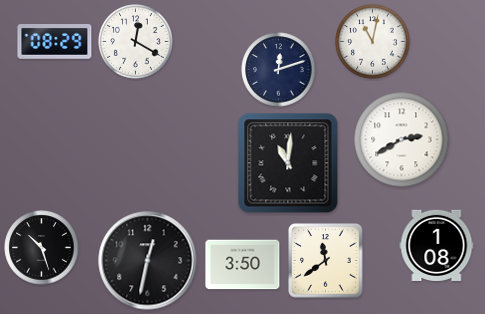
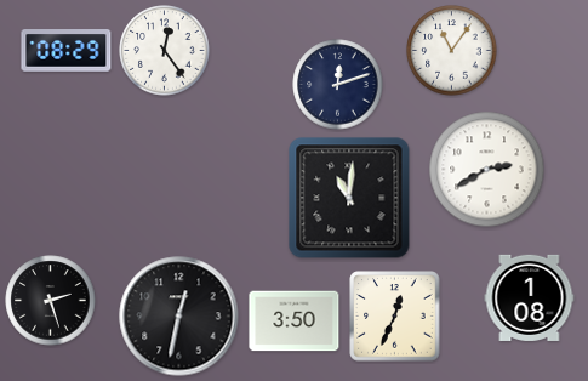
clock at (136, 42): 12:20 -> 12:24
clock at (373, 42): 11:02 -> 11:06
clock at (42, 248): 10:27 -> 2:27
clock at (326, 261): 11:39 -> 12:34
